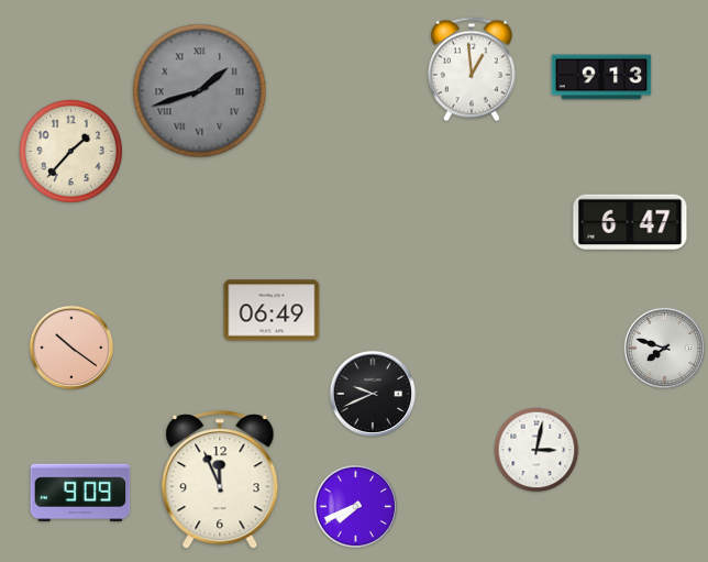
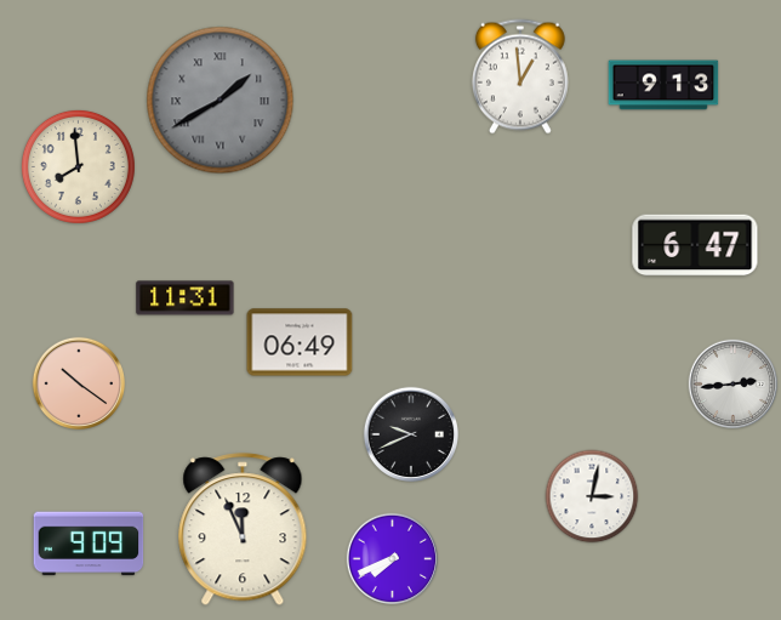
clock at (200, 91): 1:42 -> 1:40
clock at (70, 151): 1:37 -> 7:59
clock at (186, 298): none -> 11:31
clock at (665, 349): 7:48 -> 2:44
